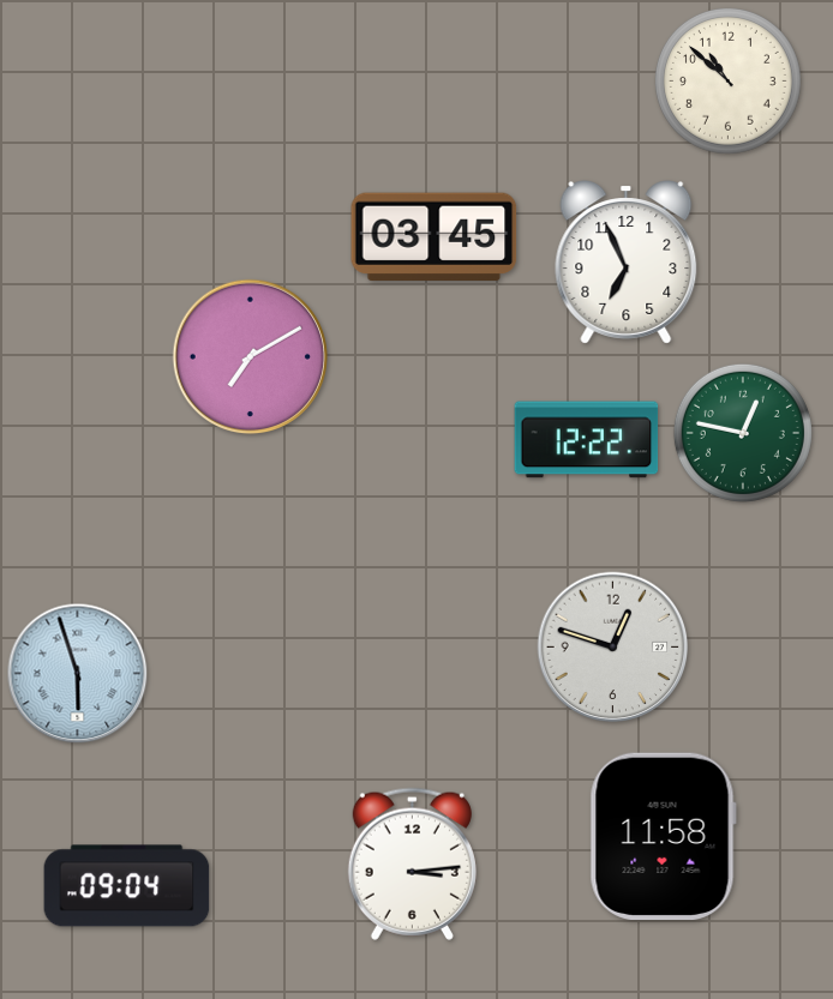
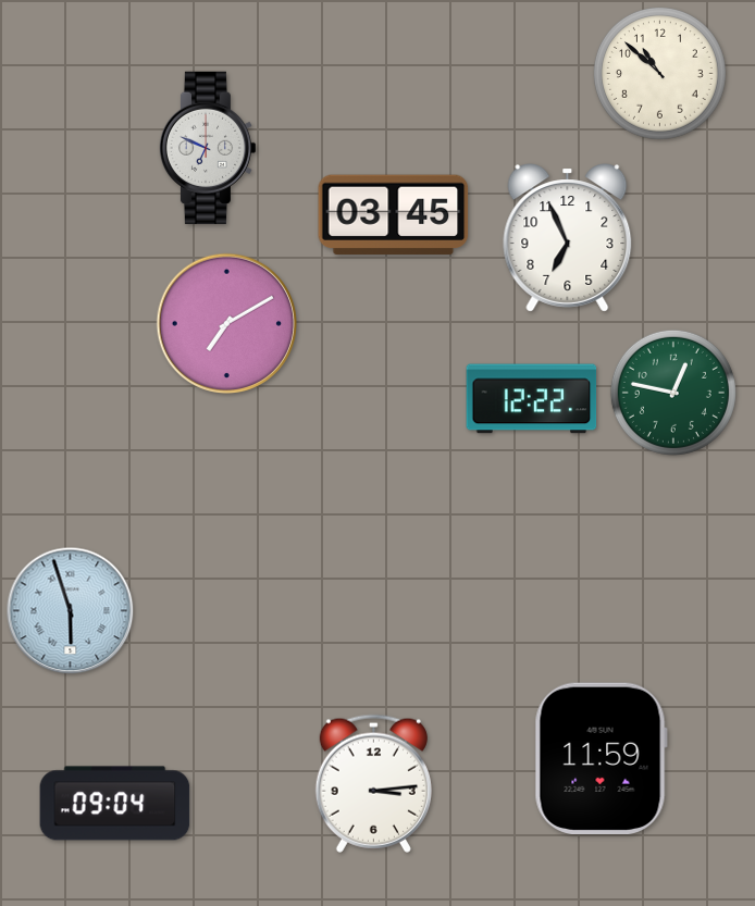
clock at (208, 148): none -> 6:49
clock at (613, 648): 12:48 -> none
clock at (663, 836): 11:58 -> 11:59
